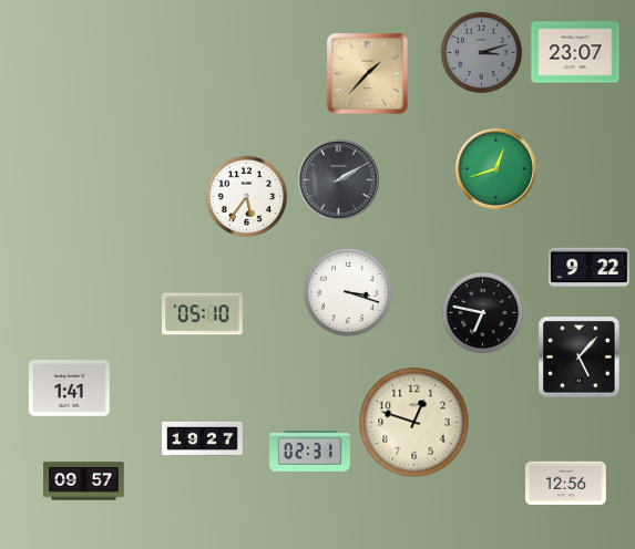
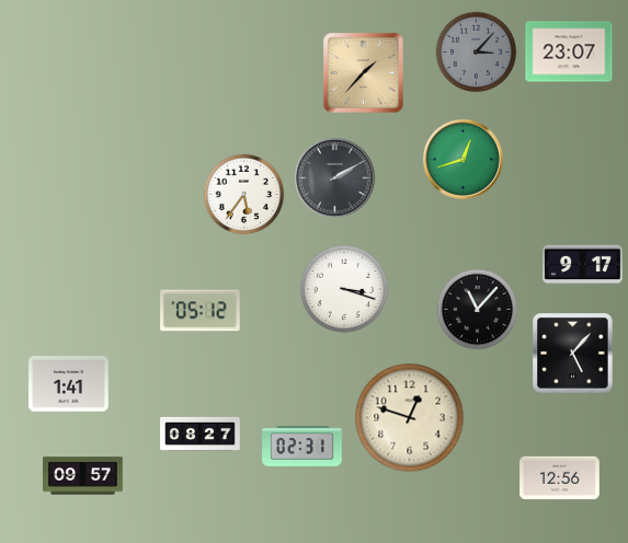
clock at (482, 53): 3:12 -> 3:07
clock at (495, 168) position: (495, 168) -> (463, 159)
clock at (590, 268): 9:22 -> 9:17
clock at (483, 313): 6:47 -> 11:07
clock at (203, 314): 05:10 -> 05:12
clock at (203, 438): 19:27 -> 08:27
clock at (310, 452) position: (310, 452) -> (302, 447)
